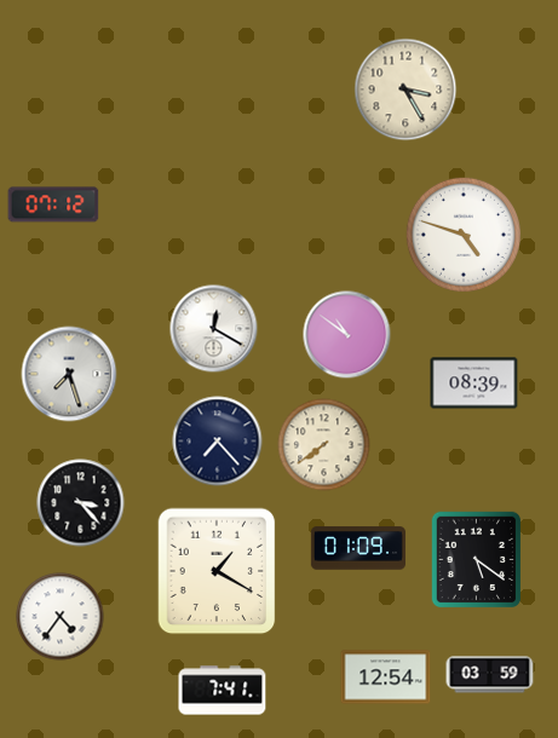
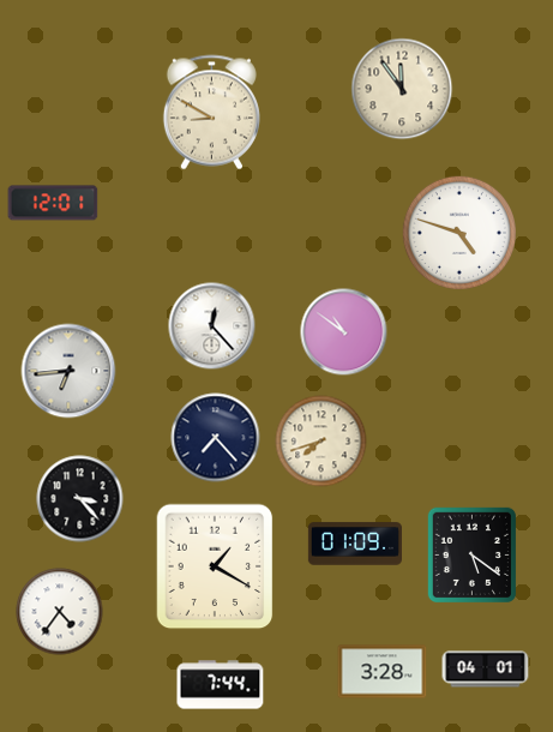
clock at (405, 90): 3:25 -> 11:54
clock at (211, 113): none -> 8:50
clock at (53, 204): 07:12 -> 12:01
clock at (214, 329): 12:20 -> 12:23
clock at (69, 374): 7:27 -> 6:44
clock at (474, 384): 08:39 -> none
clock at (324, 445): 7:39 -> 7:42
clock at (490, 675): 03:59 -> 04:01
clock at (386, 678): 12:54 -> 3:28
clock at (223, 691): 7:41 -> 7:44
